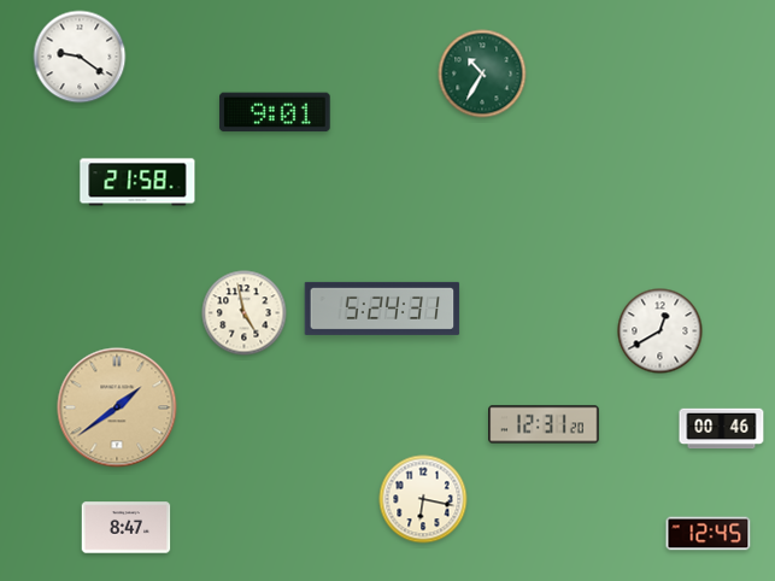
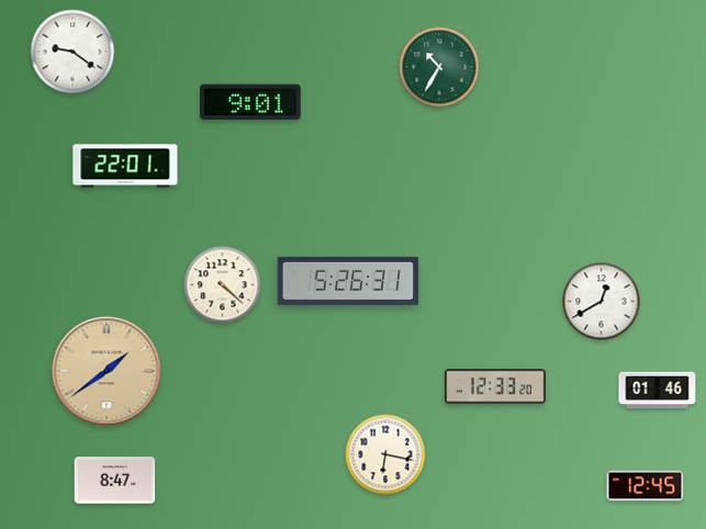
clock at (137, 182): 21:58 -> 22:01
clock at (382, 309): 5:24 -> 5:26
clock at (245, 313): 4:58 -> 4:22
clock at (544, 424): 12:31 -> 12:33
clock at (722, 429): 00:46 -> 01:46
